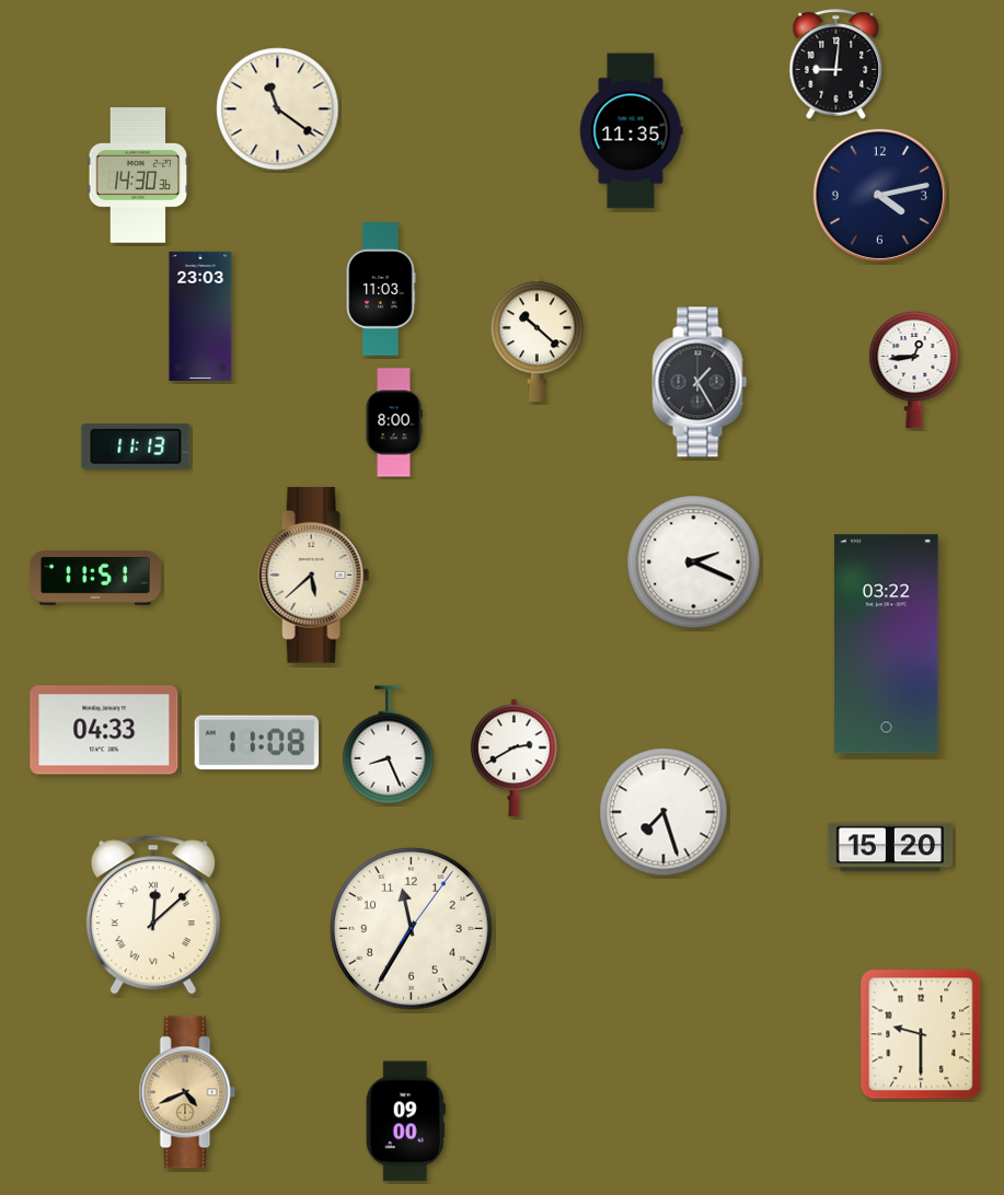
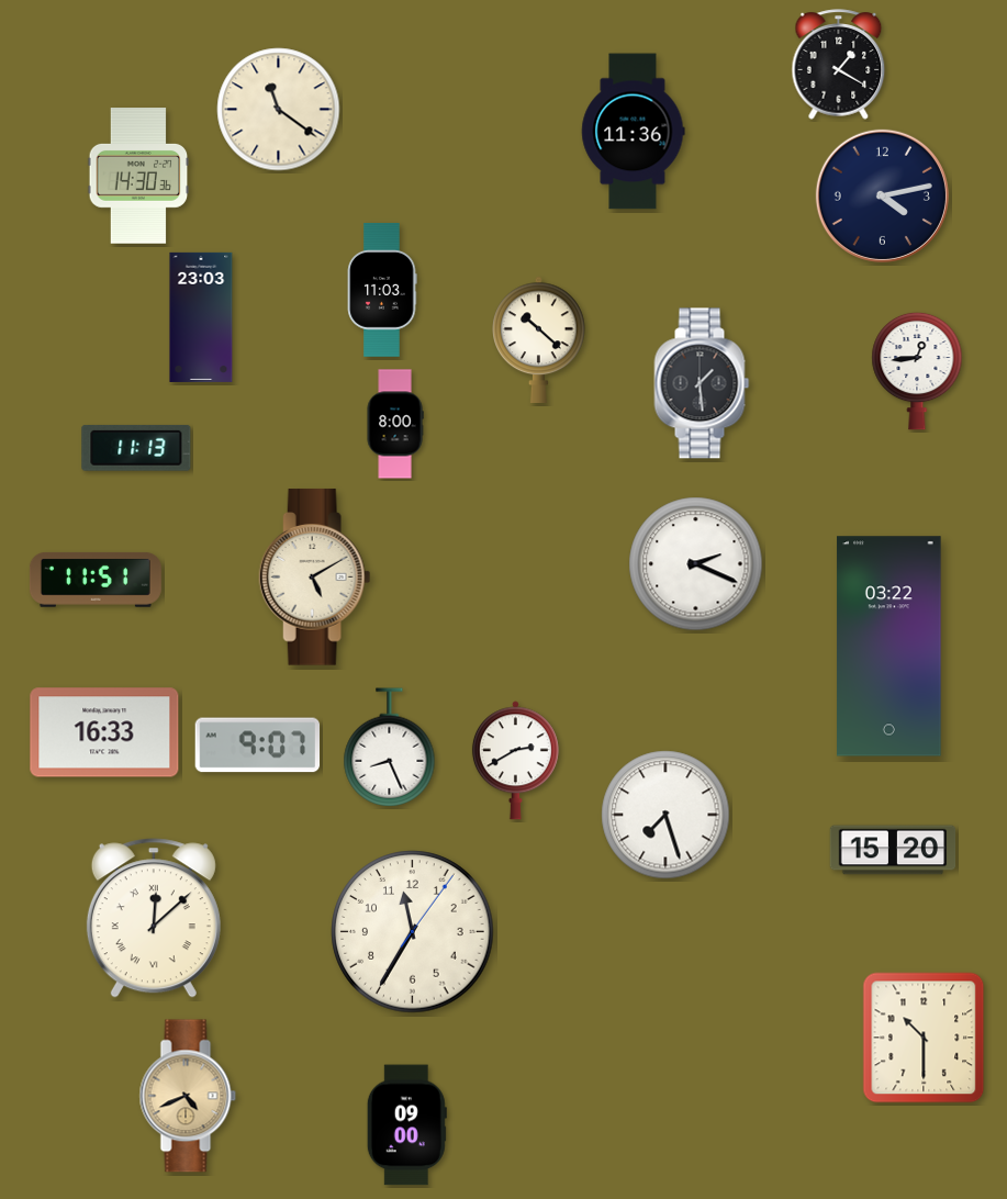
clock at (836, 65): 9:01 -> 1:20
clock at (632, 131): 11:35 -> 11:36
clock at (700, 382): 1:25 -> 1:29
clock at (314, 576): 5:38 -> 5:10
clock at (104, 730): 04:33 -> 16:33
clock at (257, 743): 11:08 -> 9:07
clock at (921, 1034): 9:30 -> 10:30
